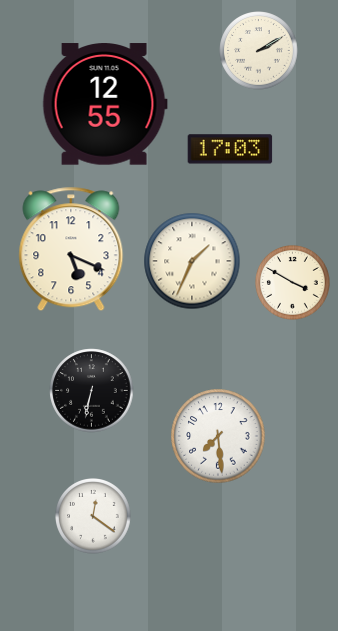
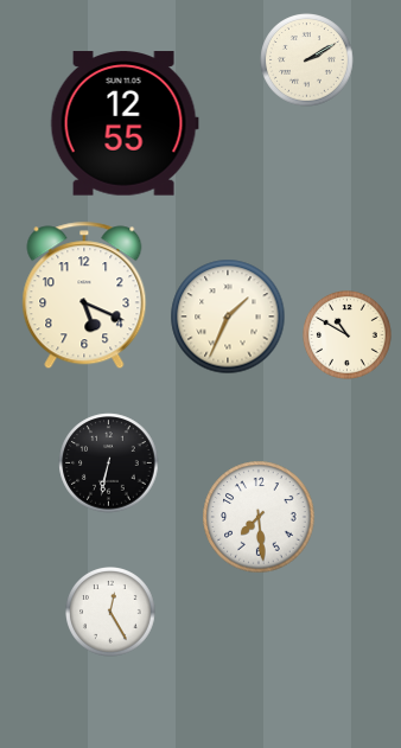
clock at (230, 149): 17:03 -> none
clock at (192, 261) position: (192, 261) -> (228, 317)
clock at (293, 283): 3:50 -> 10:50
clock at (93, 516): 12:21 -> 12:25
